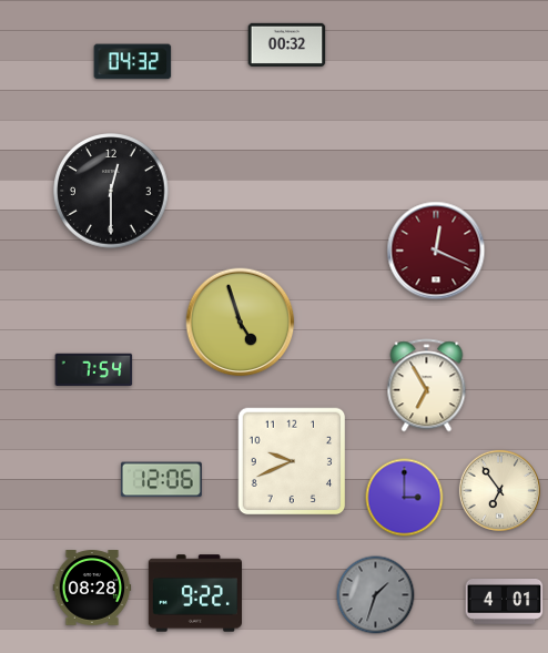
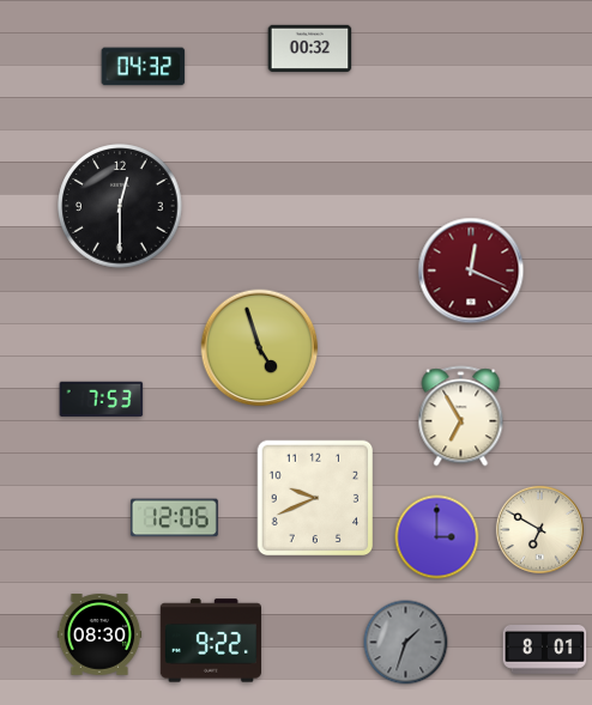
clock at (94, 369): 7:54 -> 7:53
clock at (499, 490): 6:54 -> 6:50
clock at (92, 588): 08:28 -> 08:30
clock at (505, 602): 4:01 -> 8:01
